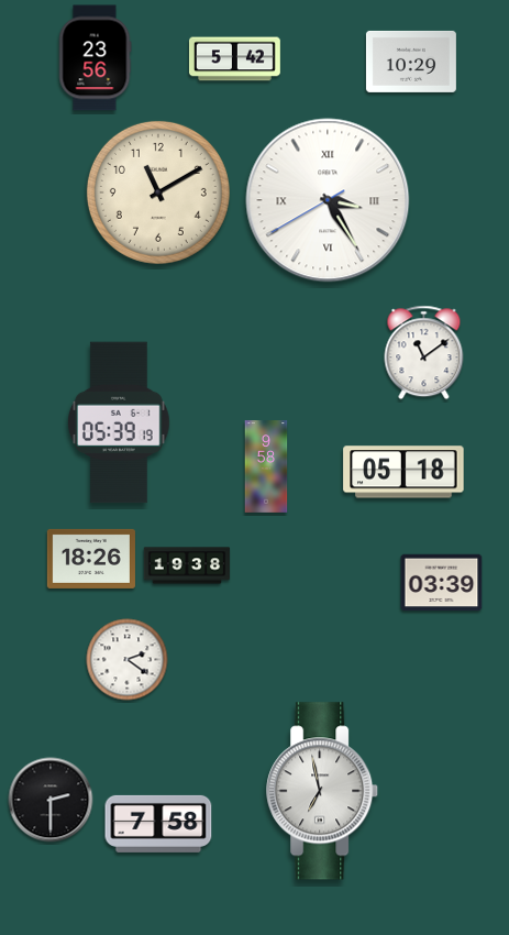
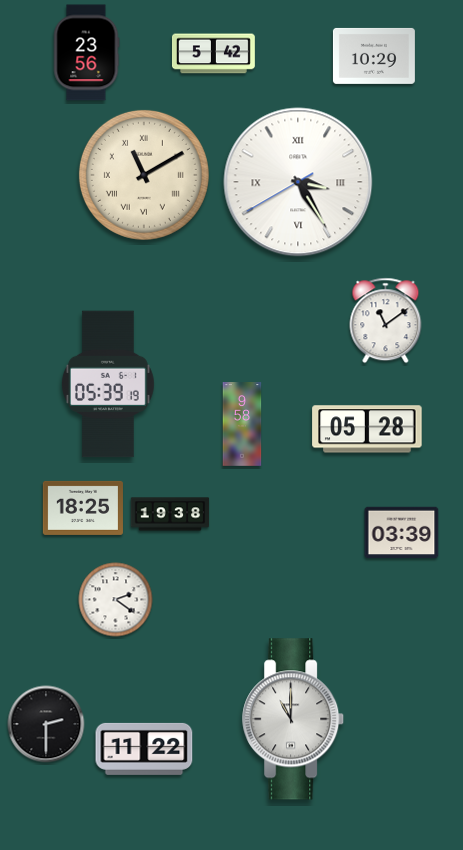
clock at (158, 193) numerals: Arabic -> Roman
clock at (403, 472): 05:18 -> 05:28
clock at (91, 559): 18:26 -> 18:25
clock at (442, 583) position: (442, 583) -> (402, 533)
clock at (323, 791): 6:58 -> 11:00
clock at (51, 800) position: (51, 800) -> (46, 724)
clock at (158, 824): 7:58 -> 11:22
